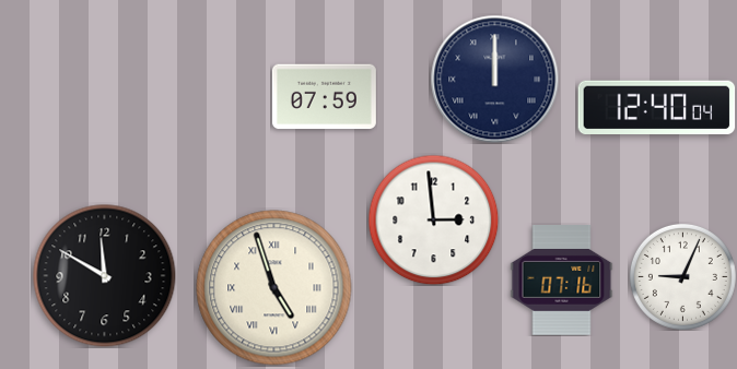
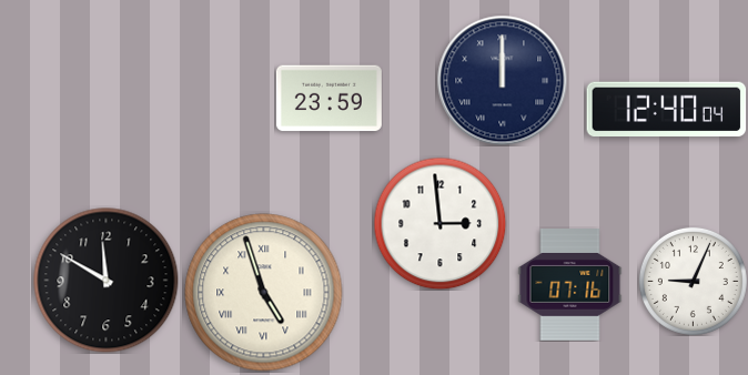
clock at (324, 97): 07:59 -> 23:59
clock at (274, 288) position: (274, 288) -> (264, 293)
